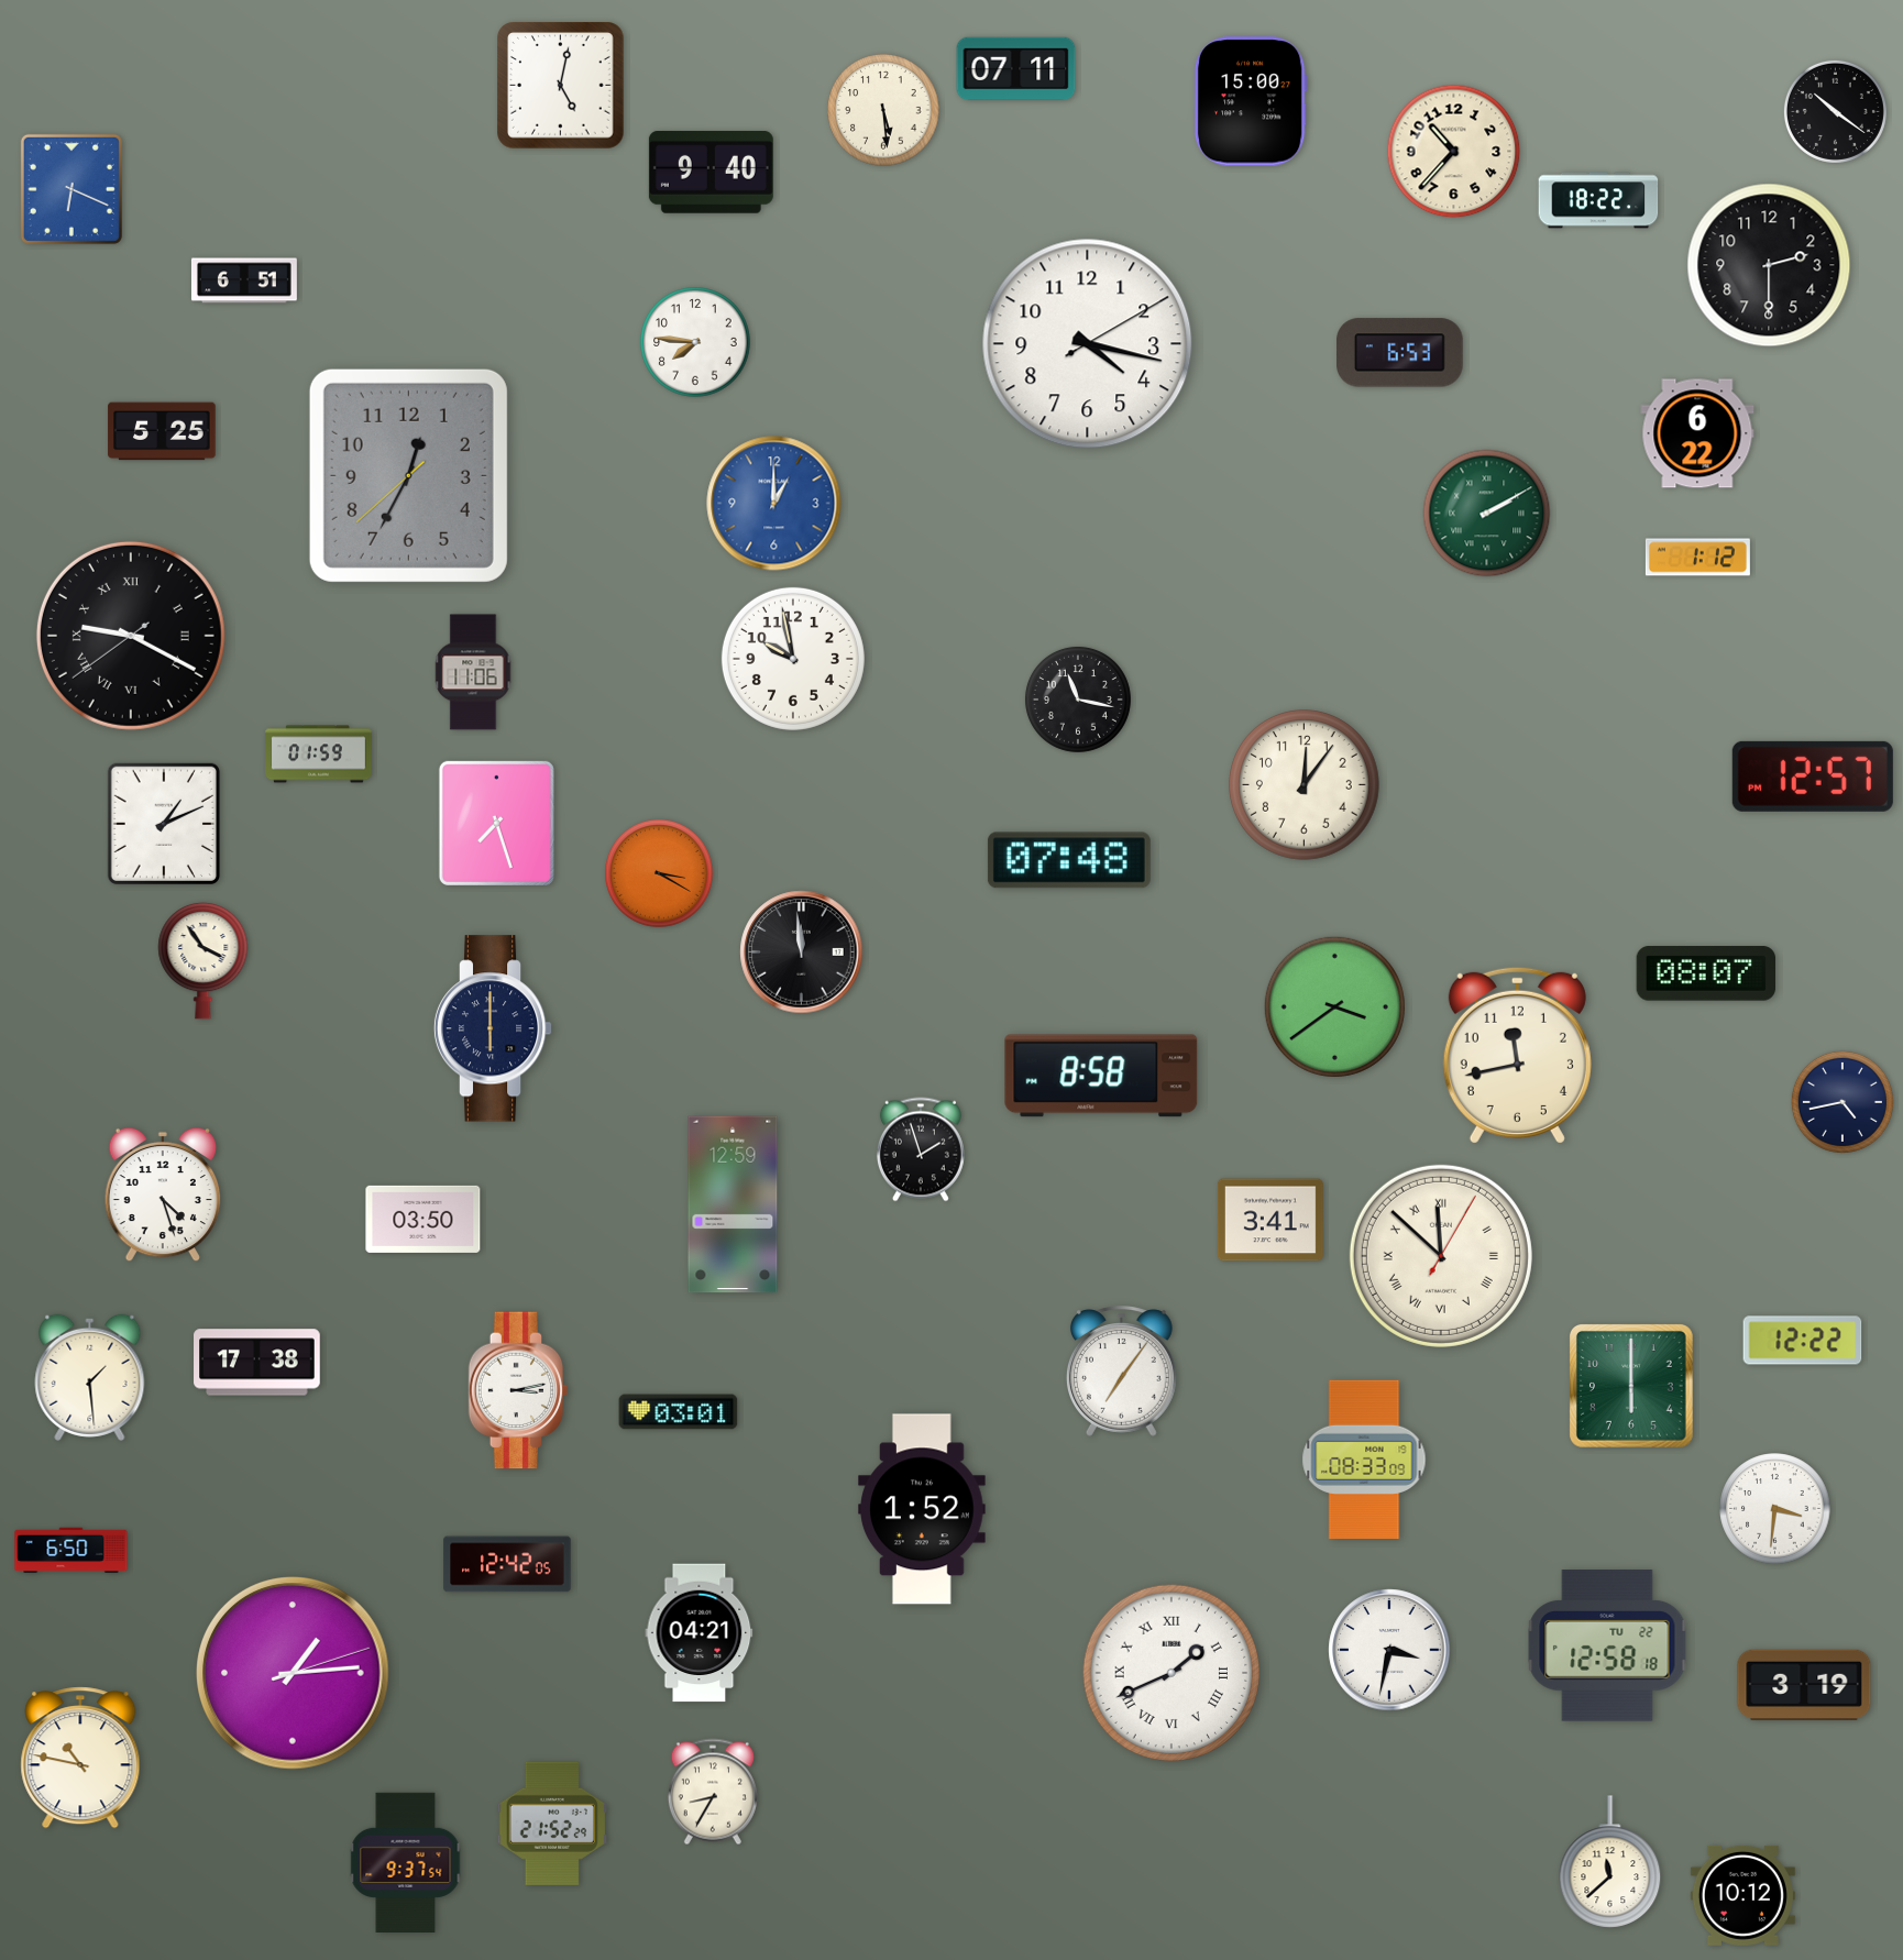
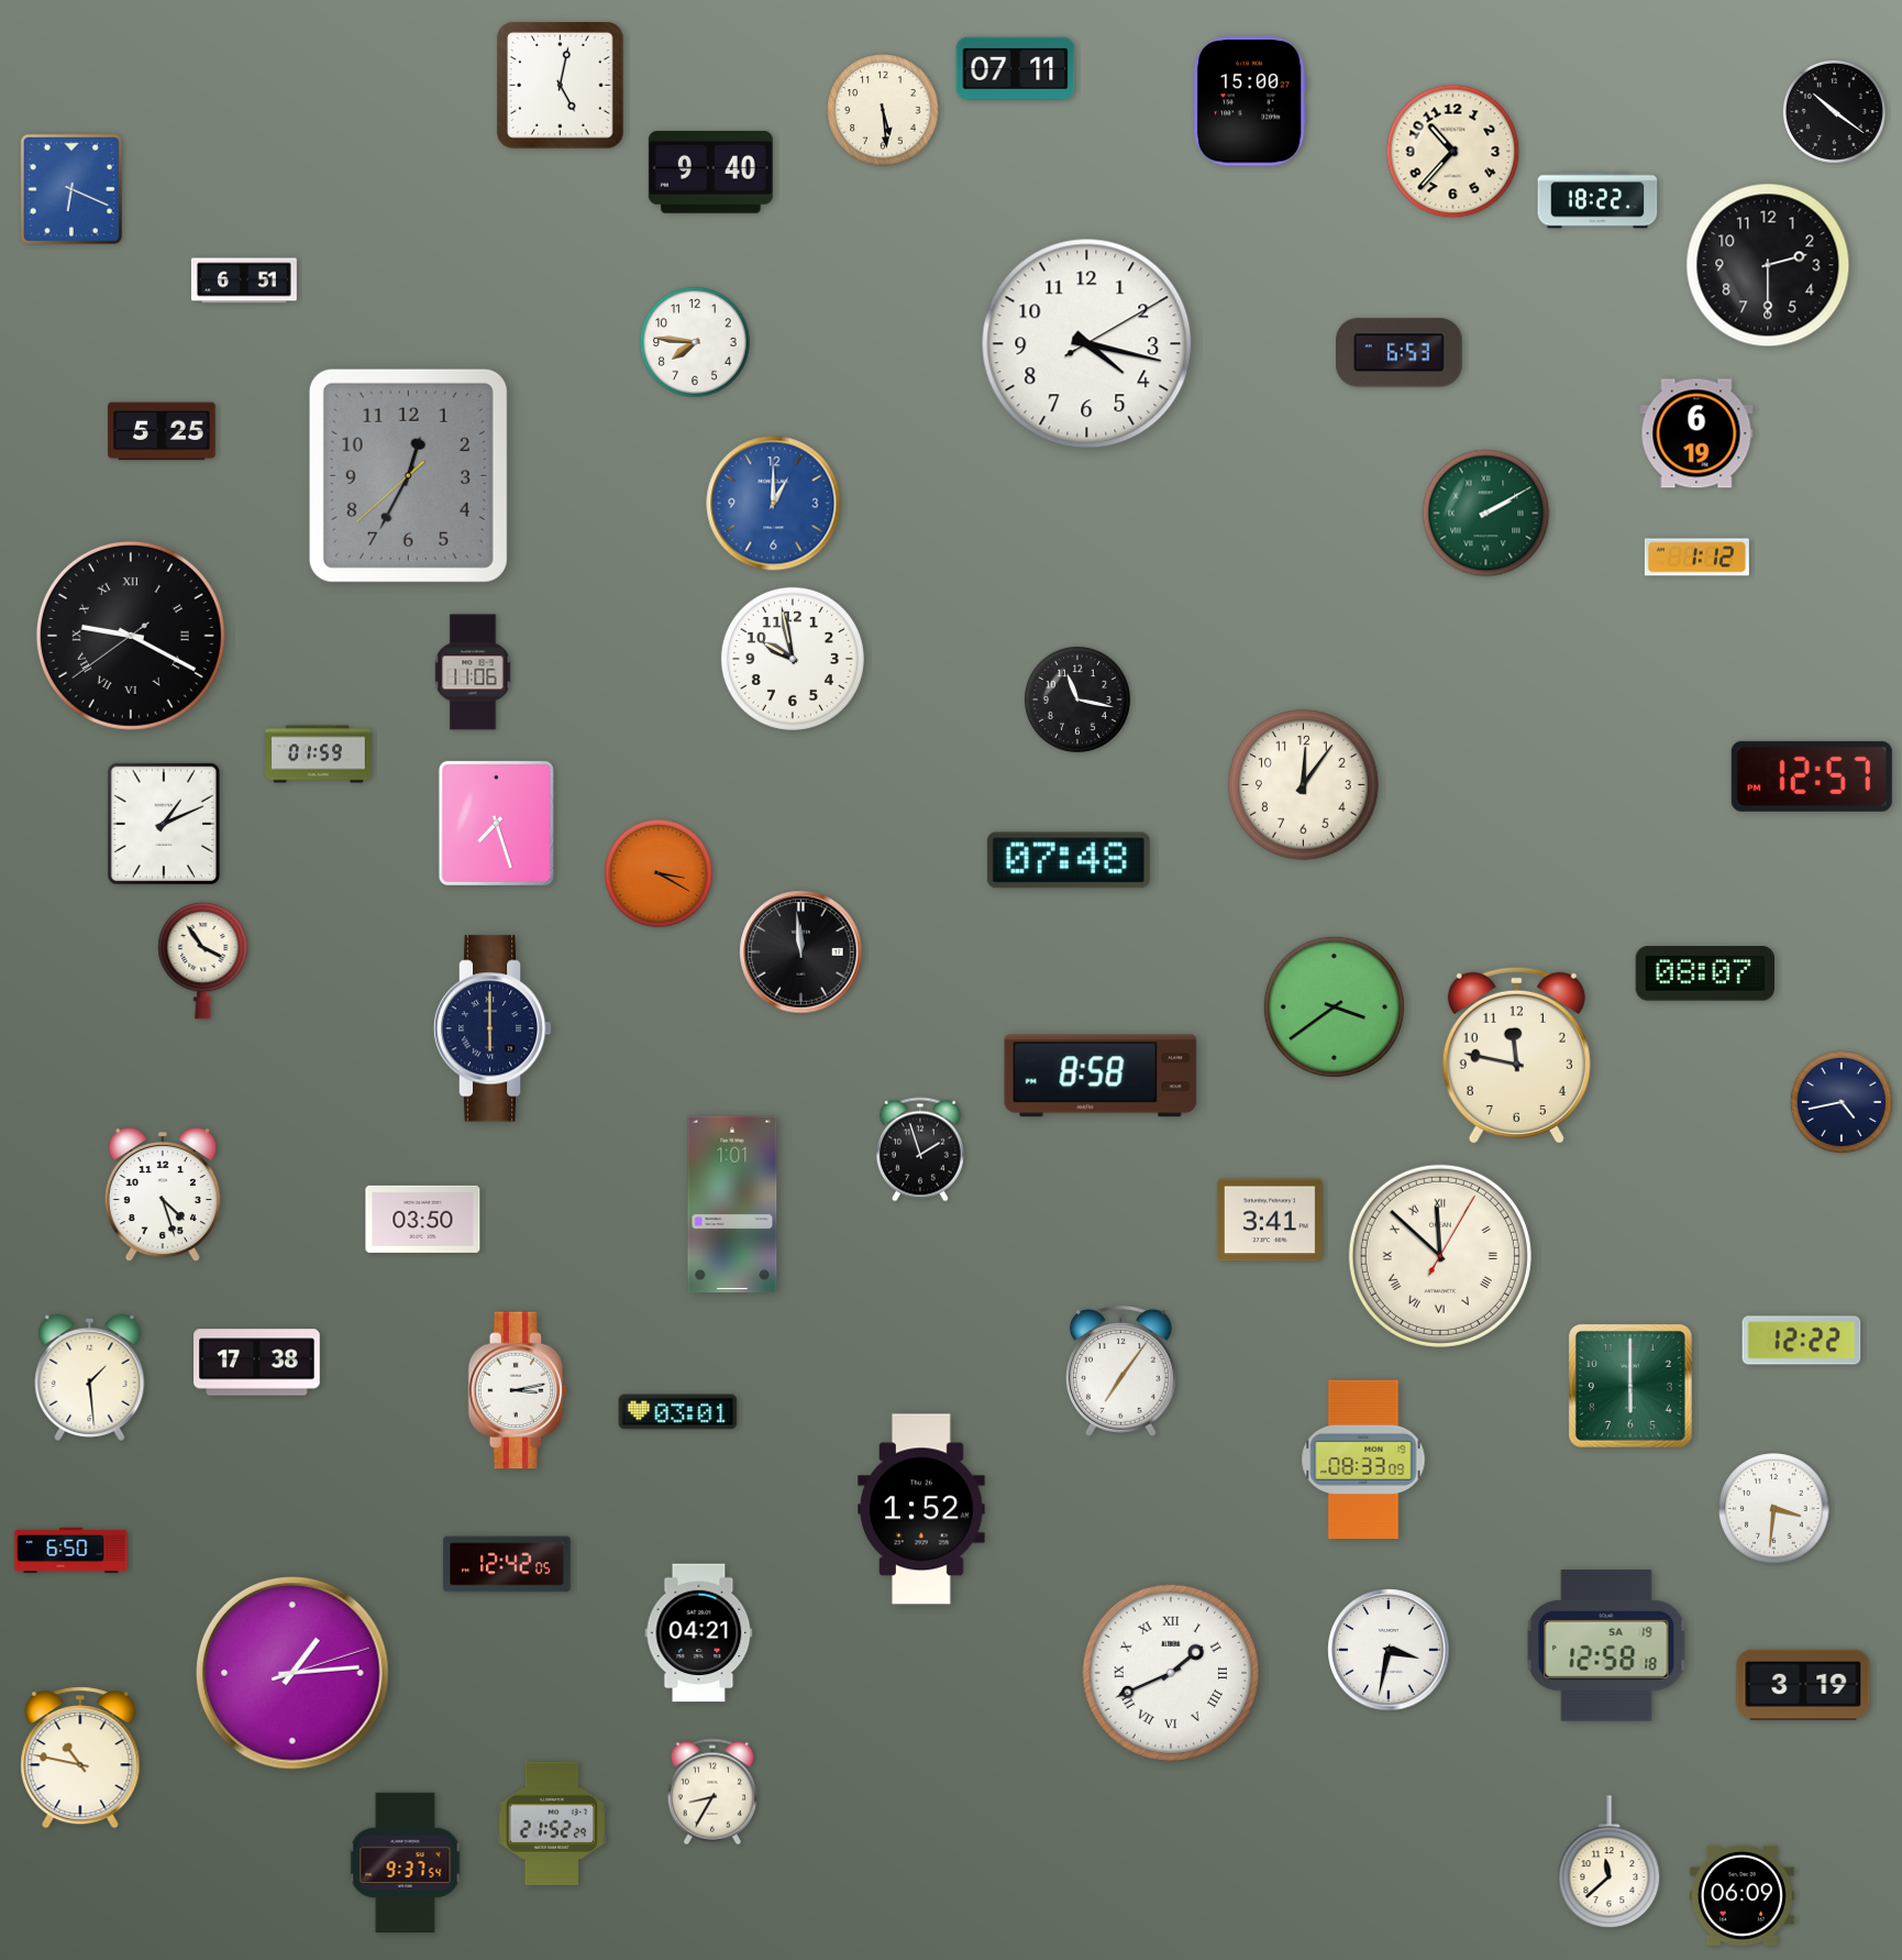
clock at (1697, 433): 6:22 -> 6:19
clock at (1517, 1055): 11:43 -> 11:47
clock at (733, 1204): 12:59 -> 1:01
clock at (1607, 1645) date: TU 22 -> SA 19
clock at (1742, 1895): 10:12 -> 06:09
